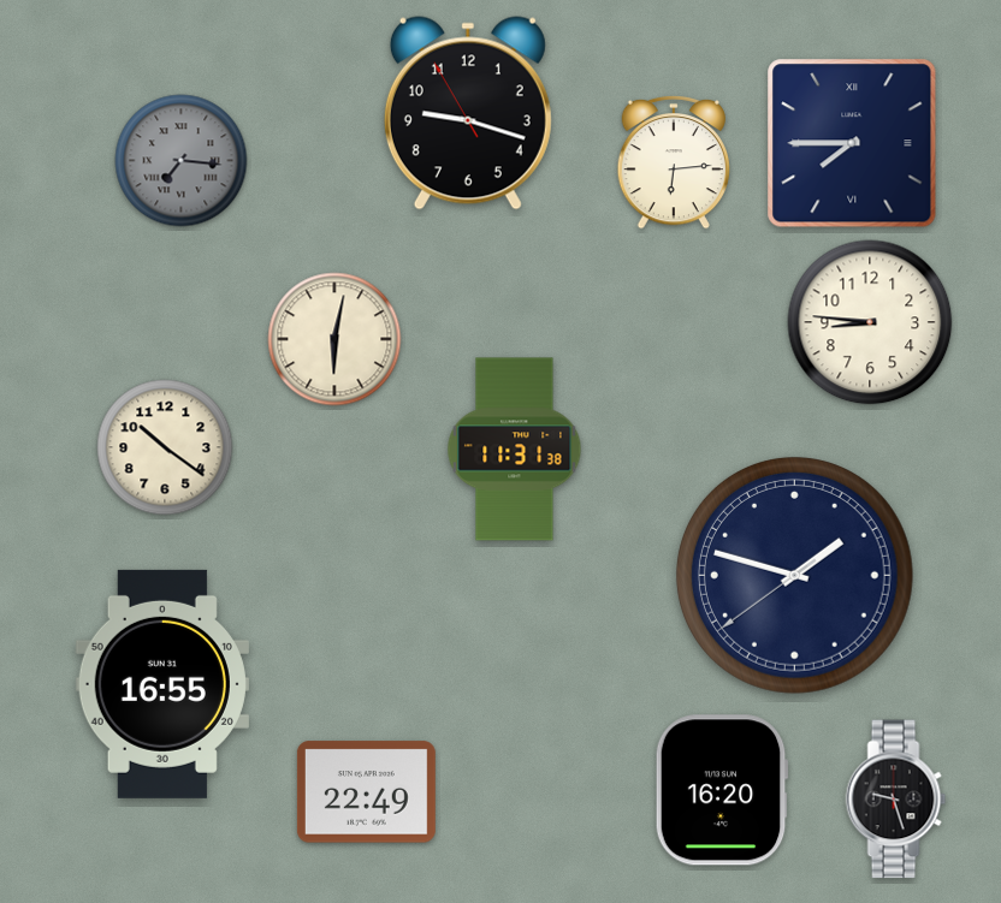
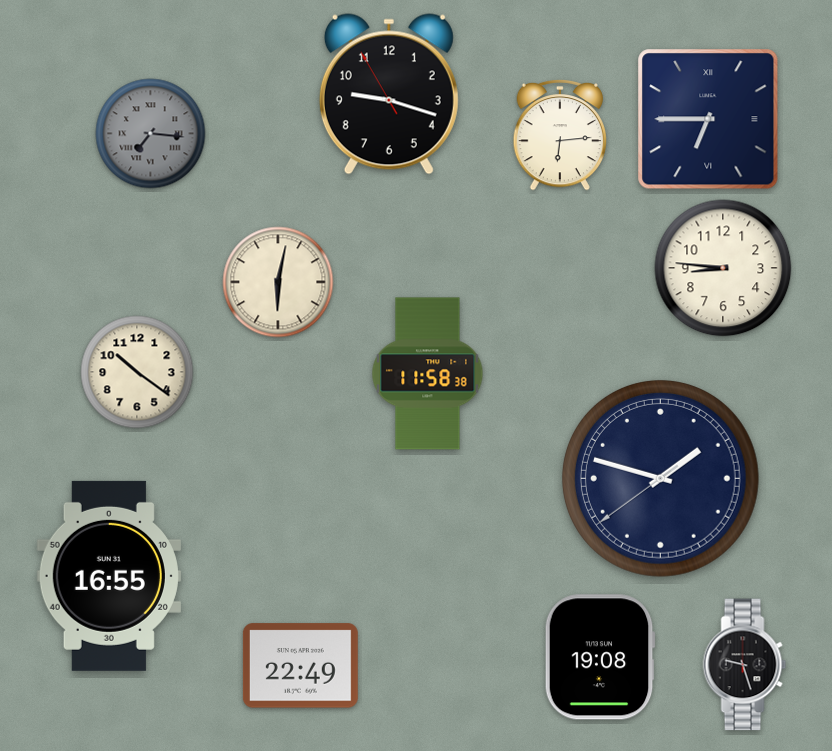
clock at (852, 143): 7:45 -> 6:45
clock at (515, 450): 11:31 -> 11:58
clock at (162, 684) position: (162, 684) -> (109, 576)
clock at (722, 790): 16:20 -> 19:08
clock at (366, 792) position: (366, 792) -> (300, 666)
